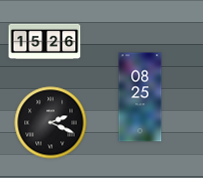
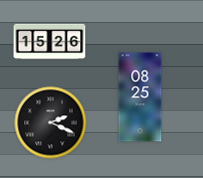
clock at (45, 42) position: (45, 42) -> (50, 42)
